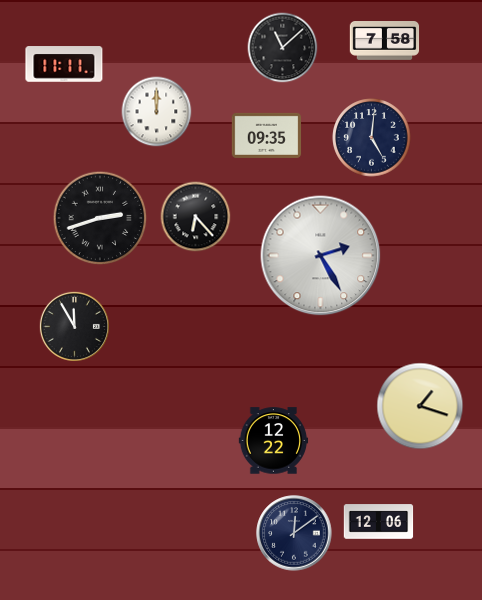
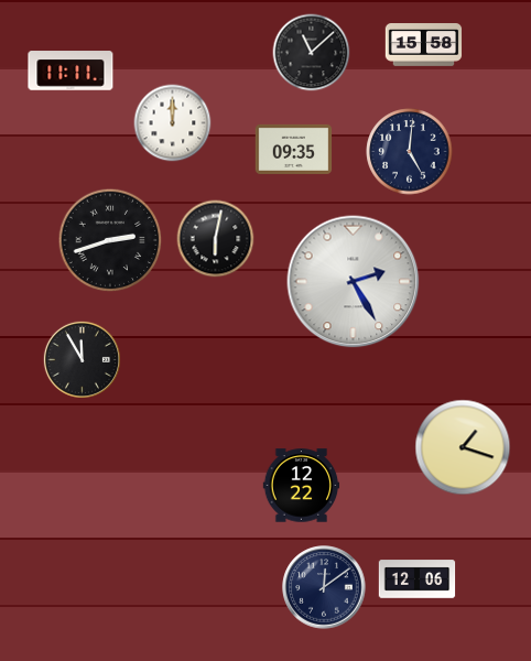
clock at (385, 41): 7:58 -> 15:58
clock at (196, 217): 6:23 -> 6:02
clock at (379, 522) position: (379, 522) -> (418, 579)
